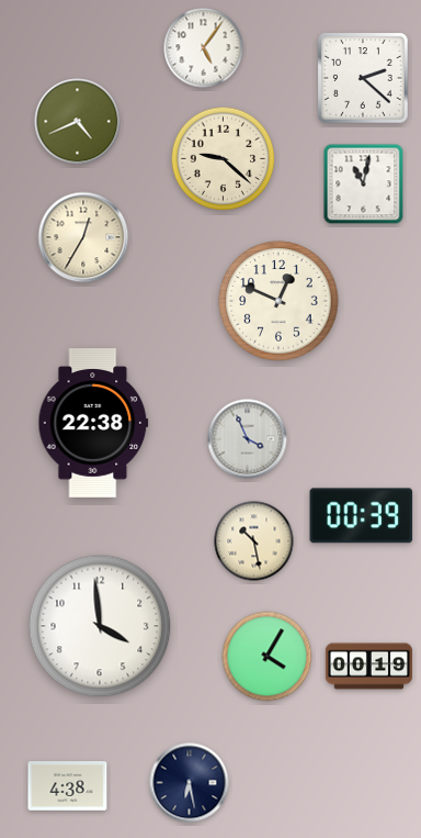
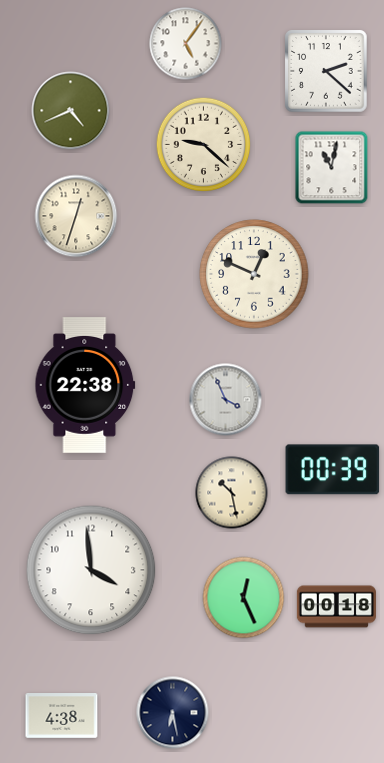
clock at (363, 78) position: (363, 78) -> (326, 71)
clock at (83, 237): 12:35 -> 12:33
clock at (362, 516) position: (362, 516) -> (333, 470)
clock at (268, 657): 4:05 -> 12:26
clock at (368, 667): 00:19 -> 00:18
